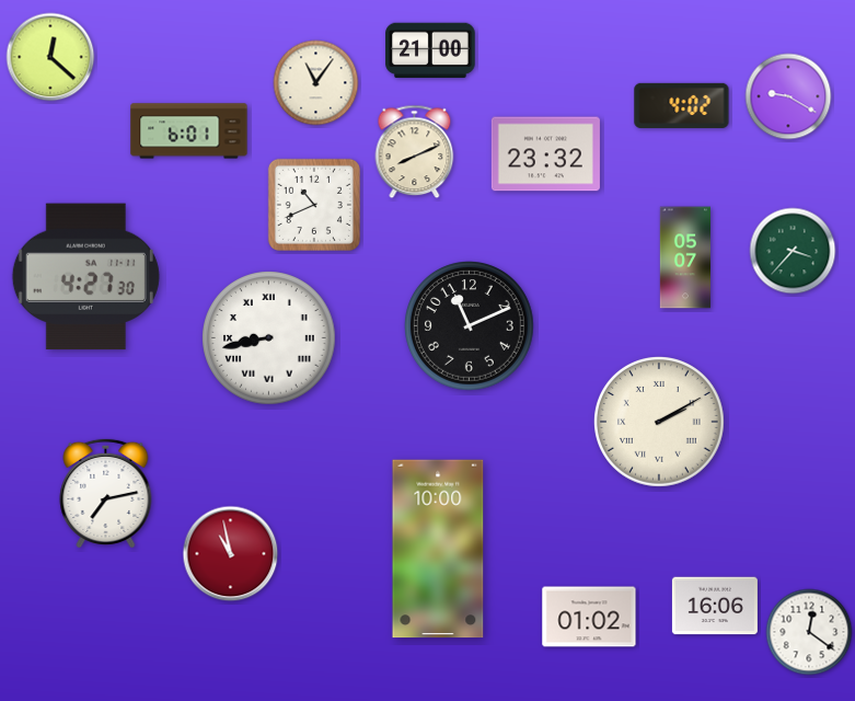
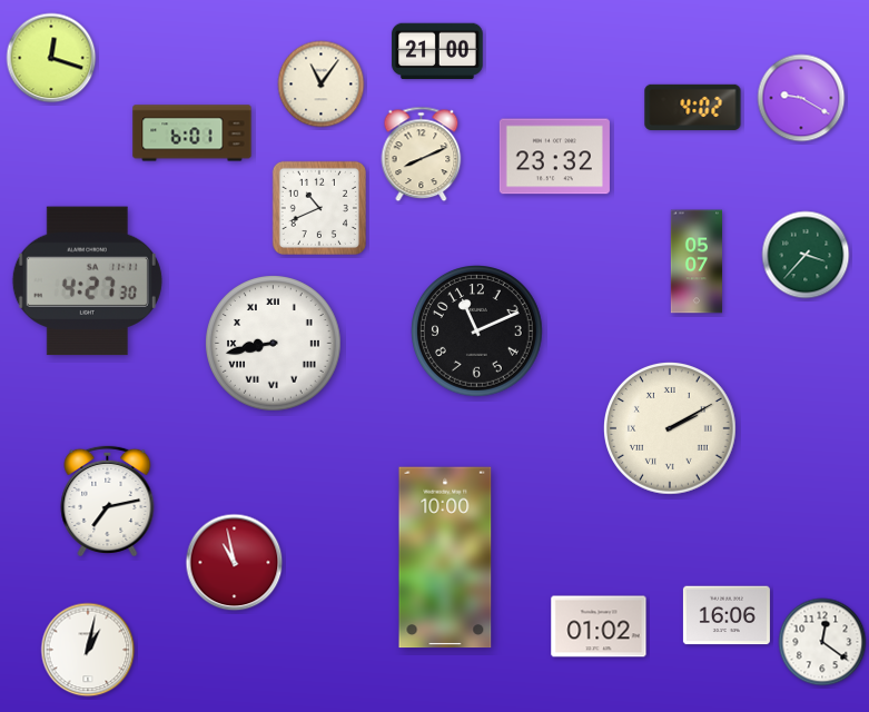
clock at (50, 57): 12:22 -> 12:18
clock at (88, 650): none -> 1:02
